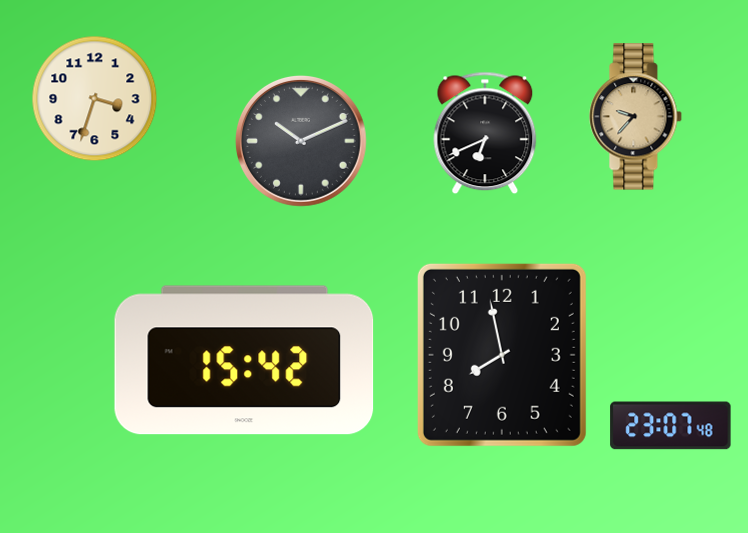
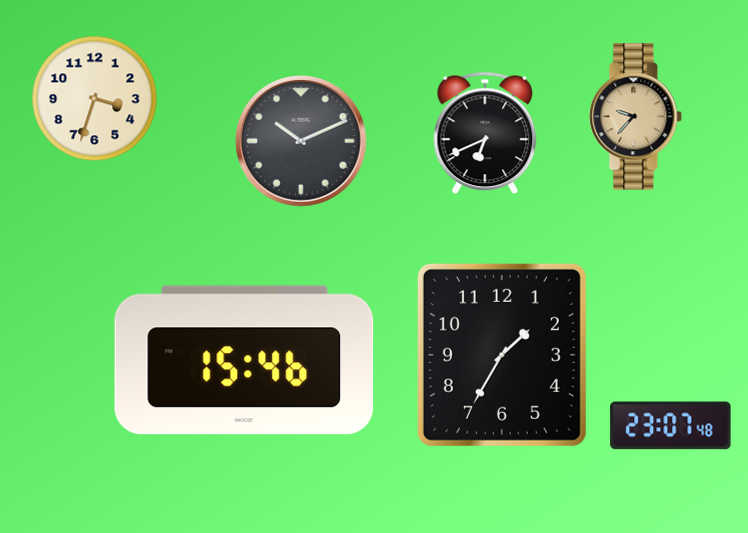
clock at (502, 355): 7:58 -> 1:35
clock at (244, 360): 15:42 -> 15:46
